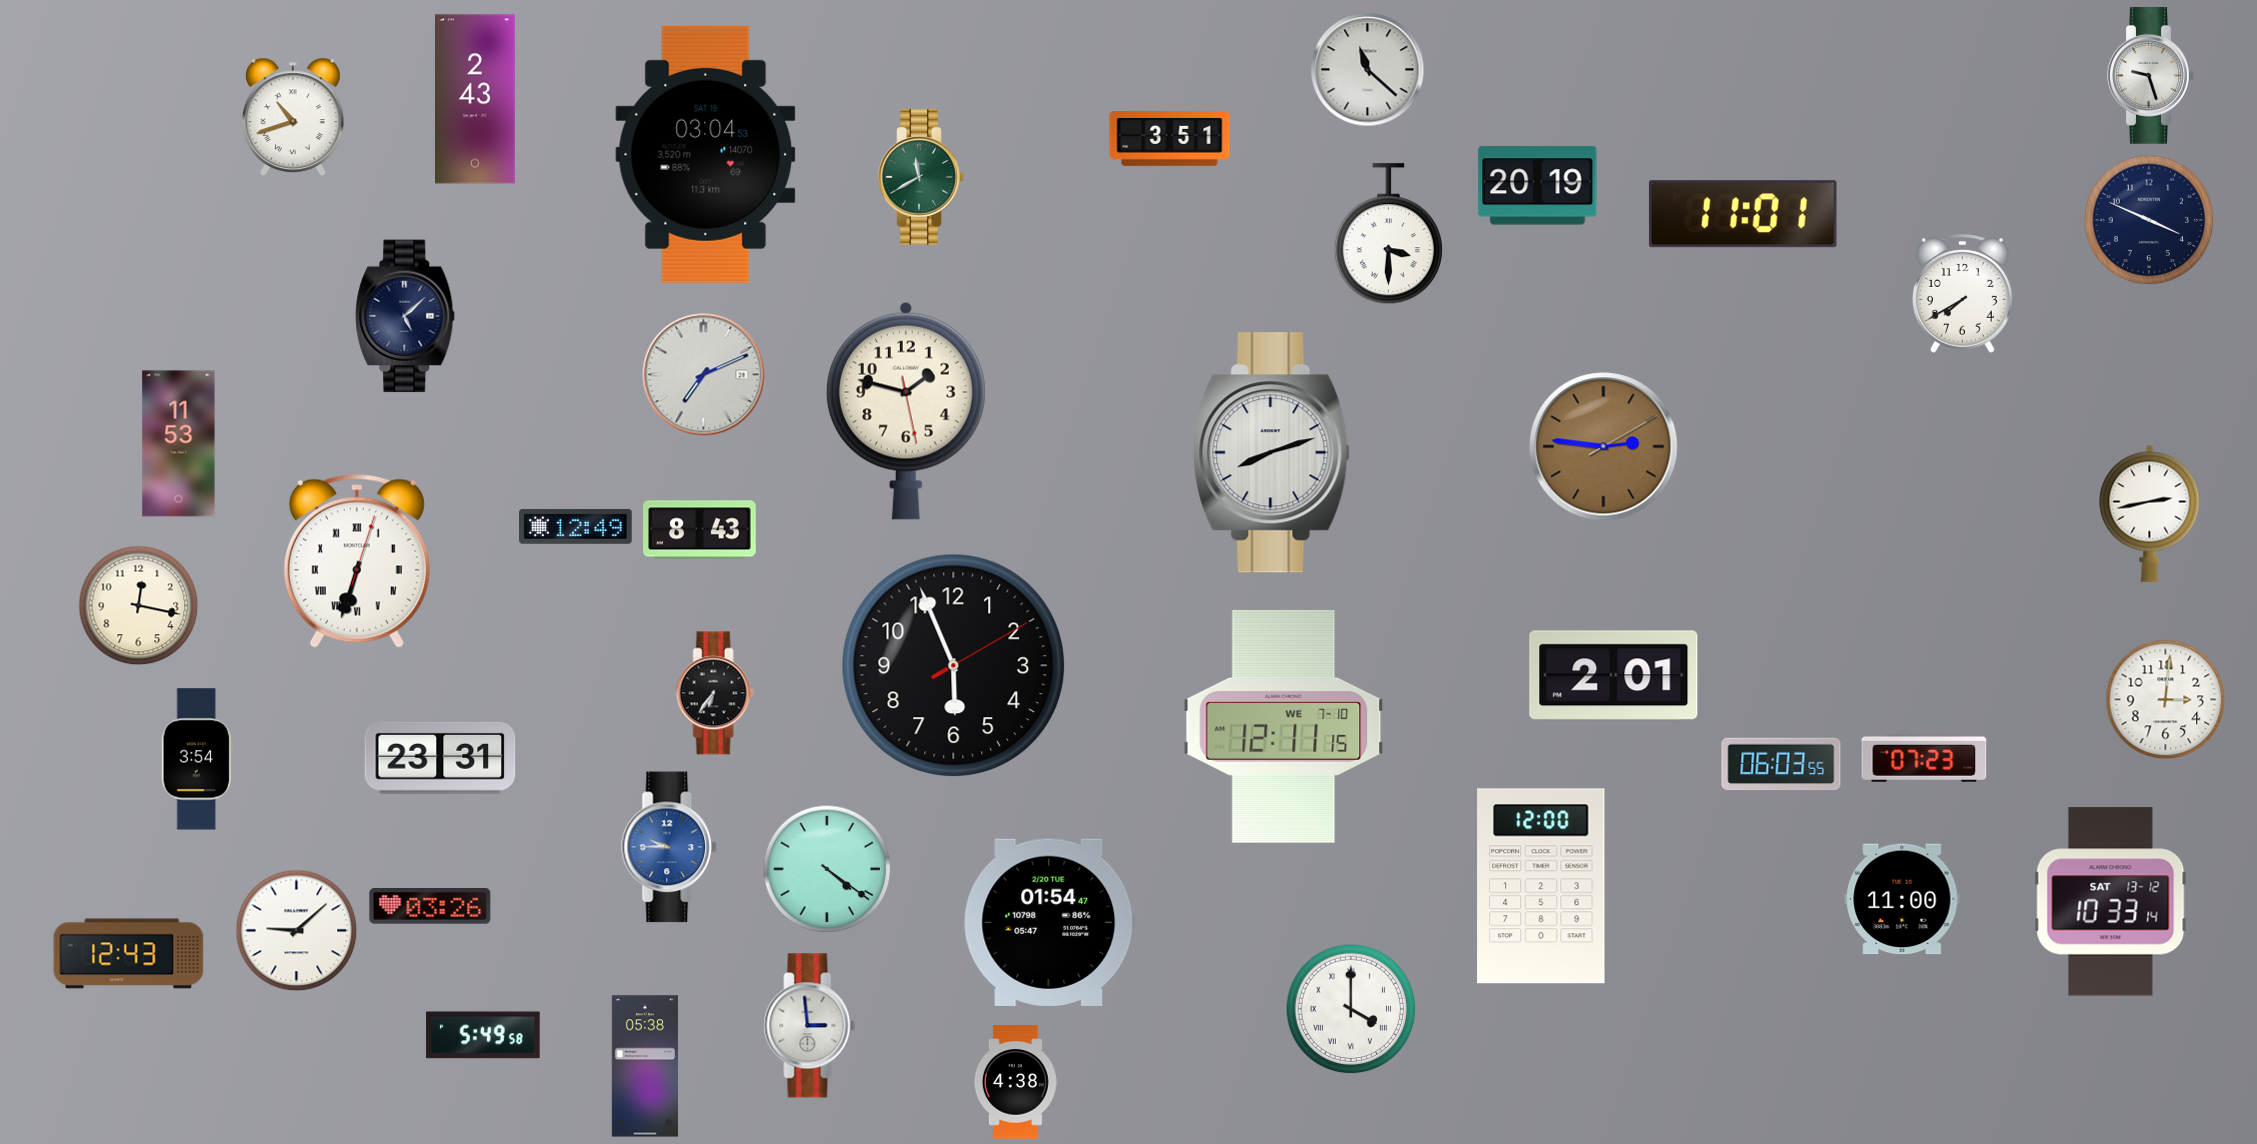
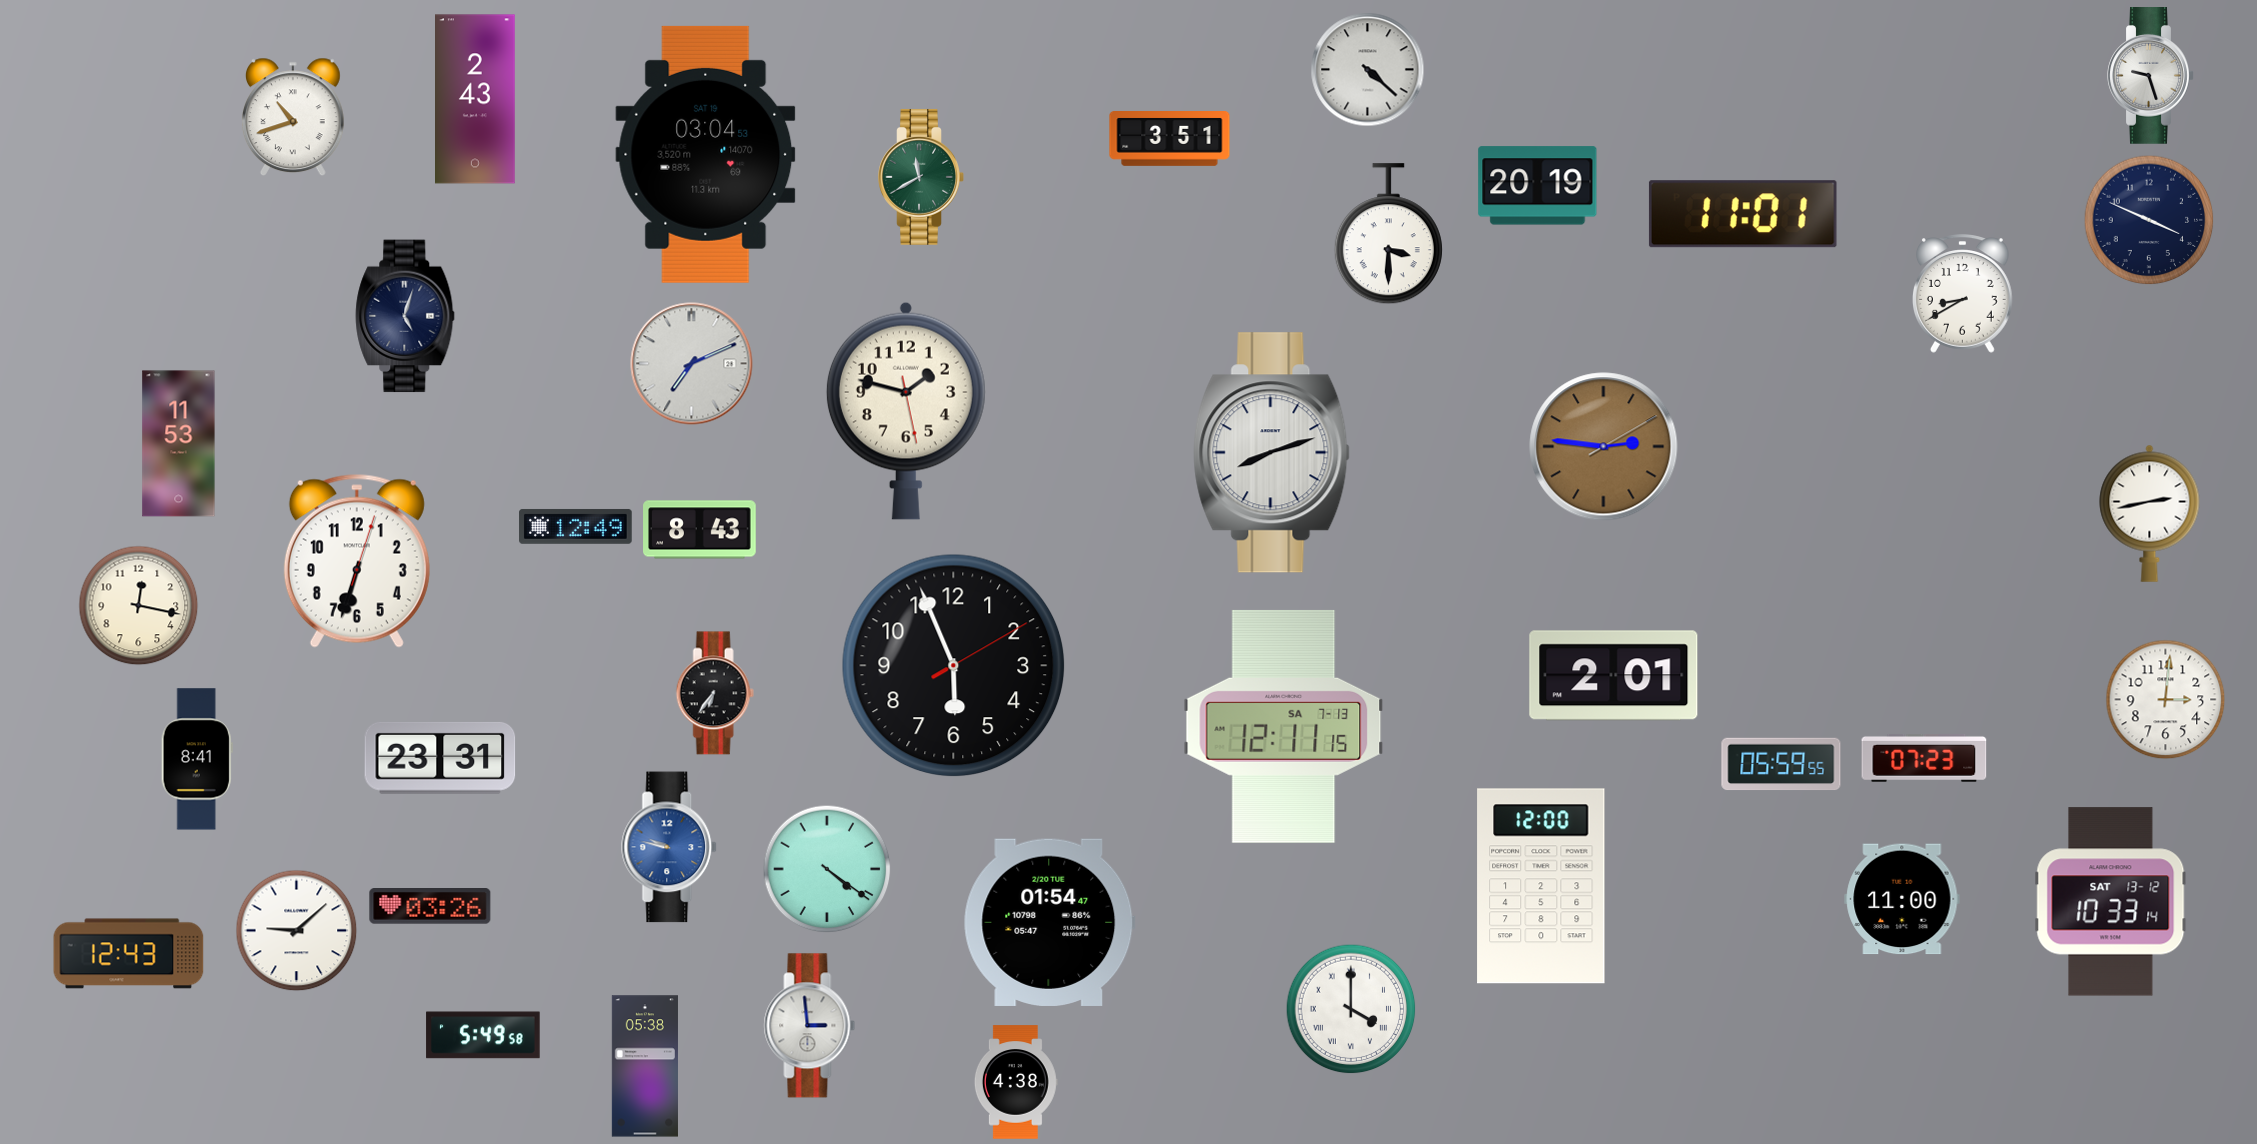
clock at (1368, 70): 11:22 -> 4:22
clock at (1963, 294): 7:40 -> 8:40
clock at (405, 316): 5:08 -> 5:03
clock at (704, 375) position: (704, 375) -> (692, 364)
clock at (357, 561) numerals: Roman -> Arabic
clock at (1284, 726) date: WE 7-10 -> SA 7-13
clock at (197, 759): 3:54 -> 8:41
clock at (1781, 764): 06:03 -> 05:59
clock at (670, 847): 9:45 -> 9:47
